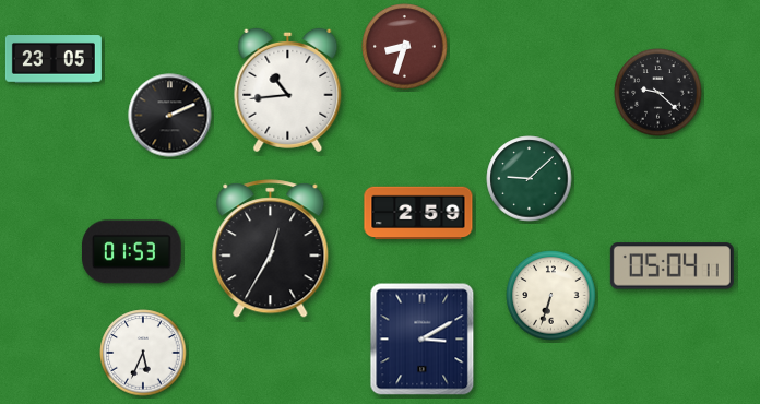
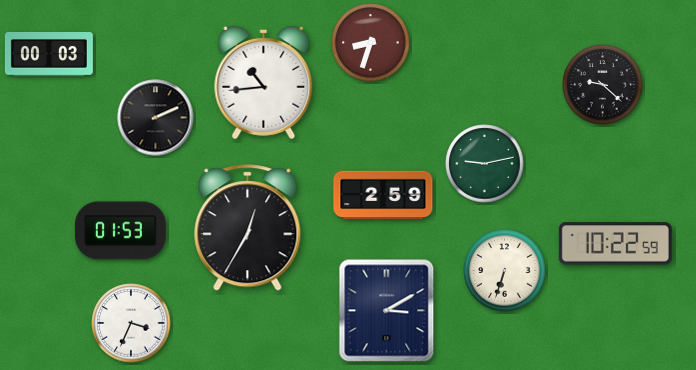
clock at (54, 60): 23:05 -> 00:03
clock at (170, 116) position: (170, 116) -> (156, 118)
clock at (530, 179): 9:08 -> 9:13
clock at (672, 266): 05:04 -> 10:22
clock at (143, 353): 5:34 -> 3:34
